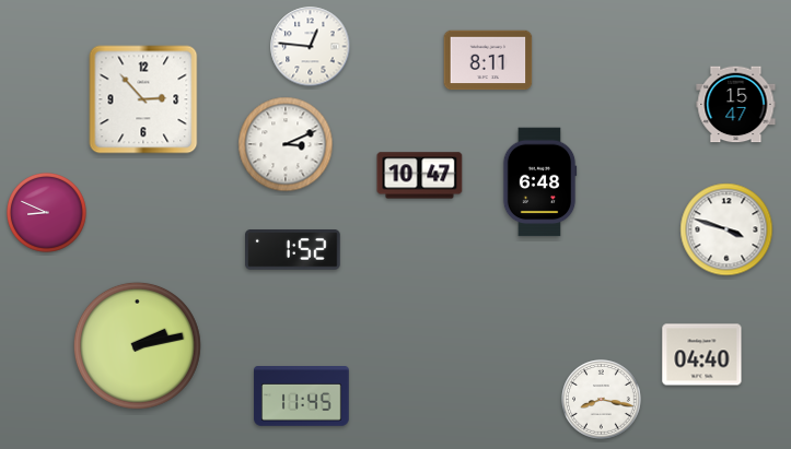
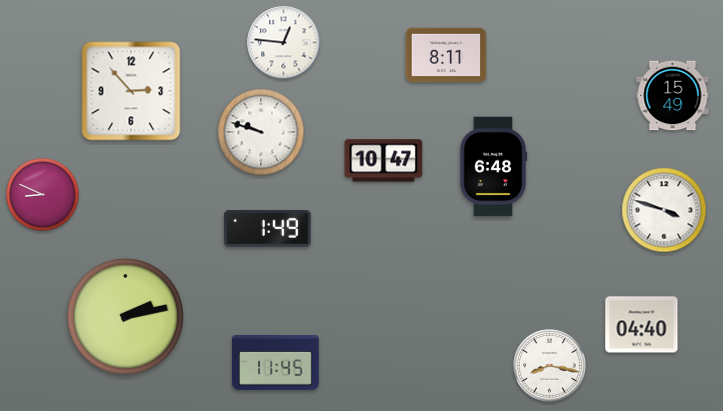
clock at (736, 105): 15:47 -> 15:49
clock at (286, 144): 3:11 -> 9:48
clock at (293, 250): 1:52 -> 1:49
